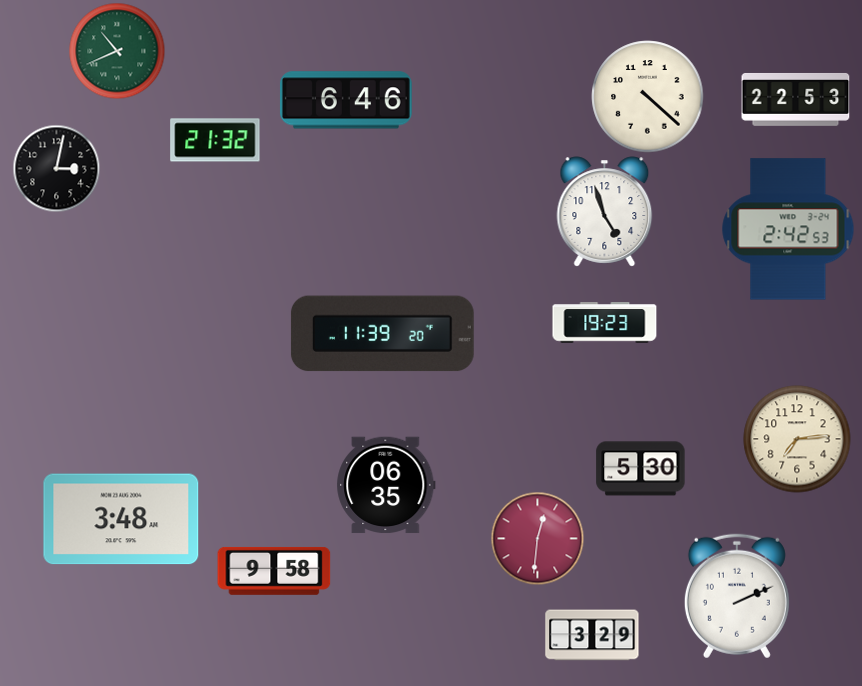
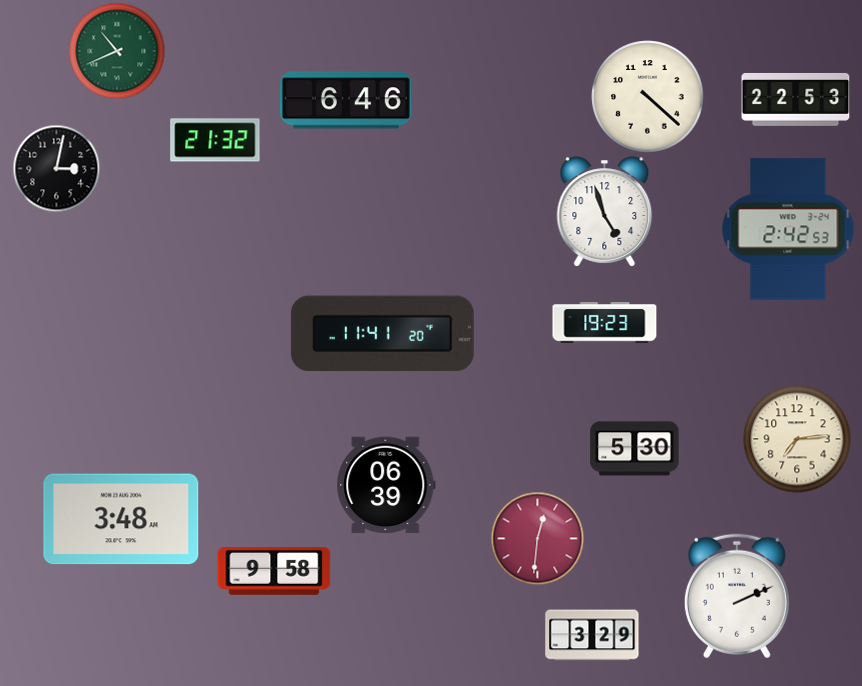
clock at (382, 334): 11:39 -> 11:41
clock at (641, 469) position: (641, 469) -> (635, 449)
clock at (386, 485): 06:35 -> 06:39
